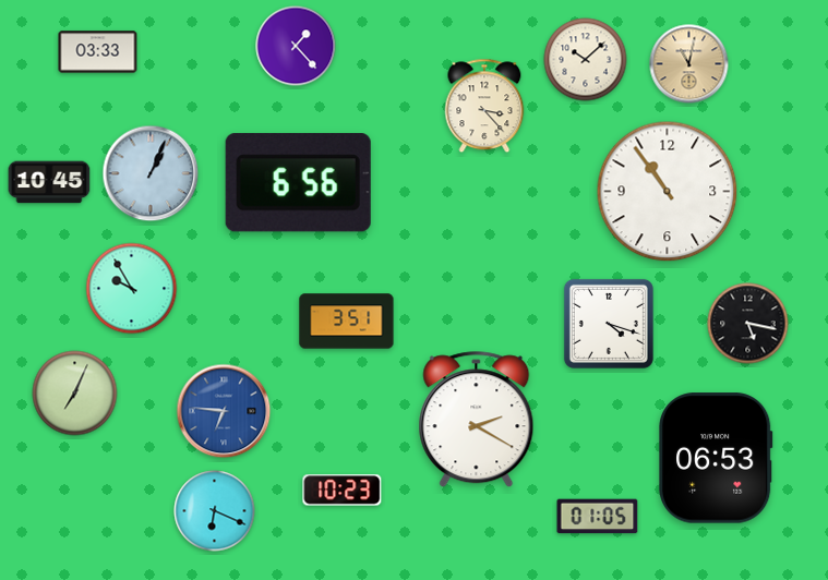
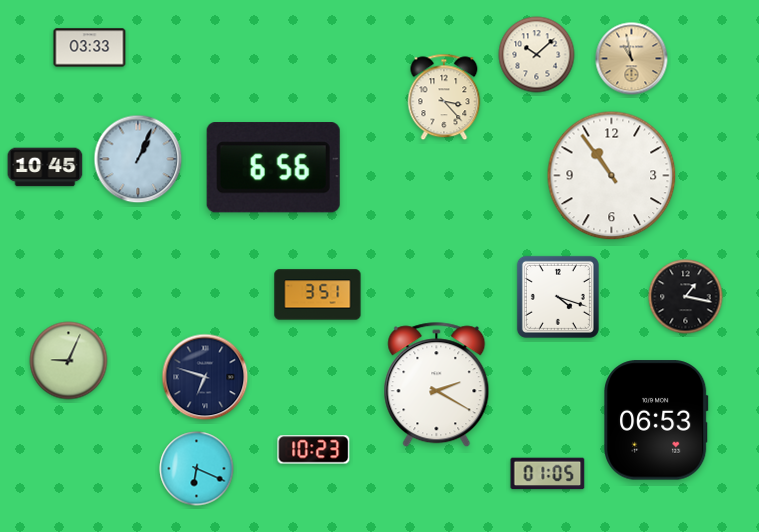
clock at (296, 46): 1:23 -> none
clock at (689, 64): 11:02 -> 10:58
clock at (132, 289): 9:55 -> none
clock at (748, 324): 5:17 -> 1:17
clock at (75, 394): 7:04 -> 9:04
clock at (224, 411): 6:46 -> 6:48
clock at (224, 411) dial: blue -> navy
